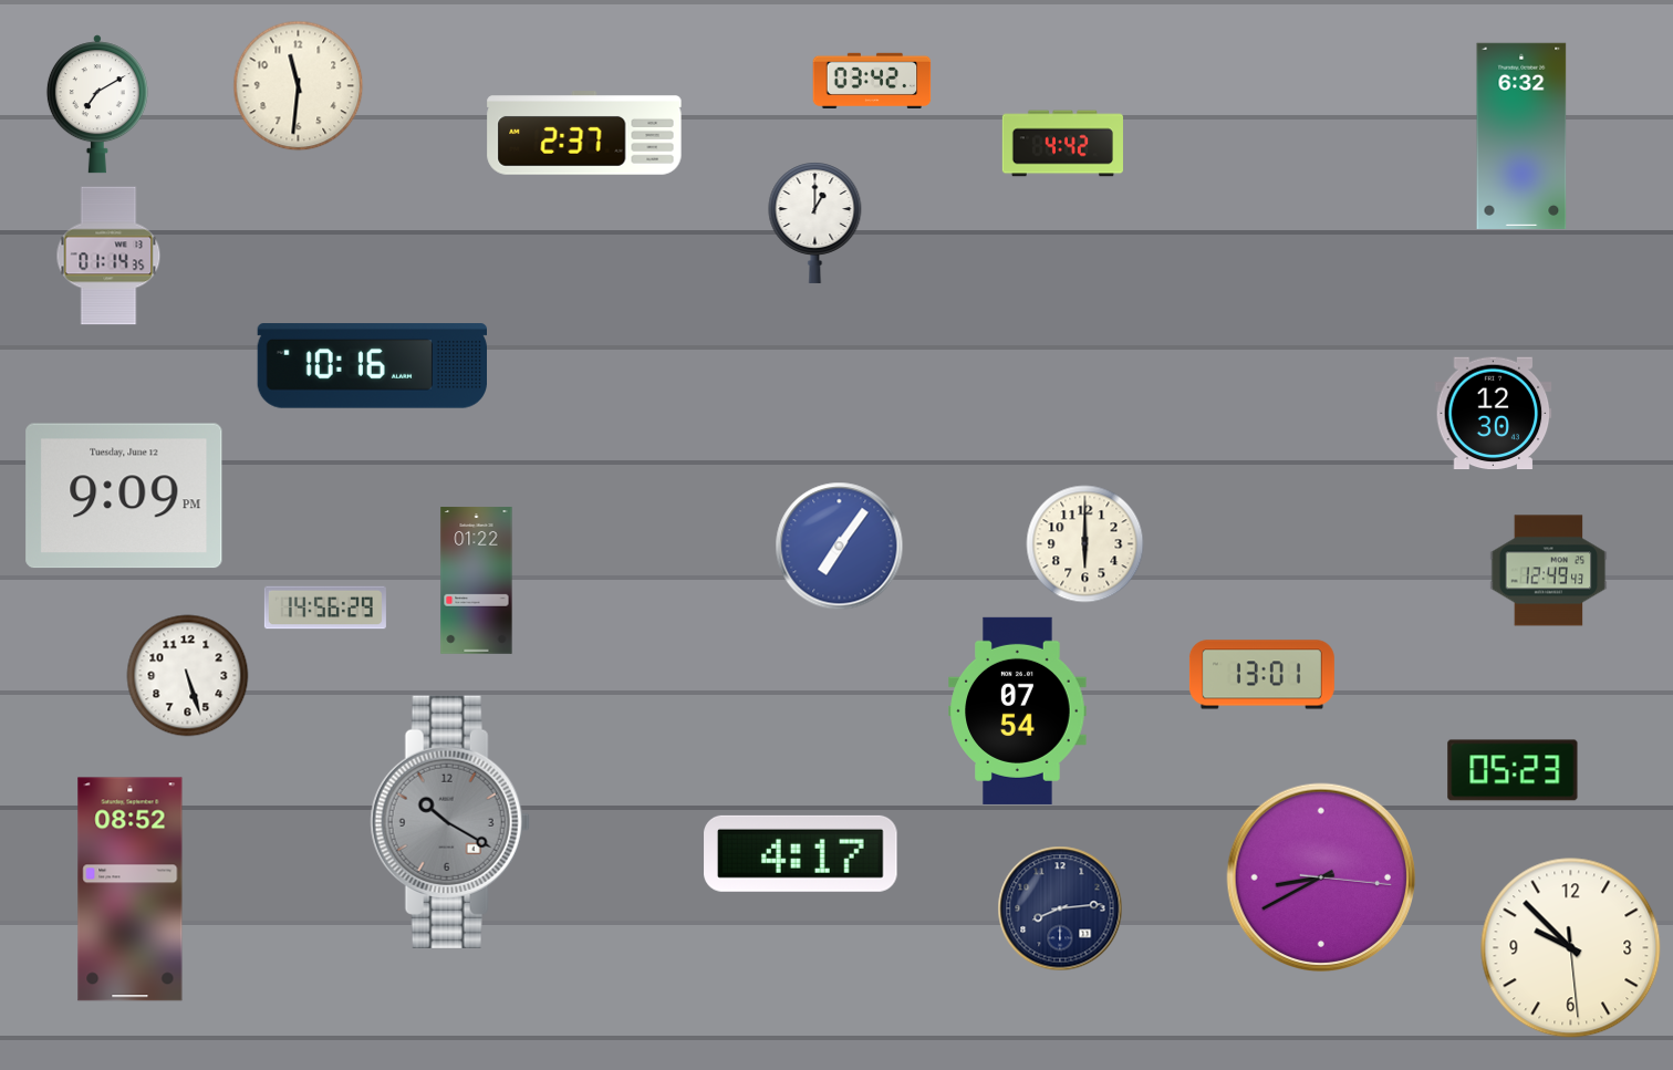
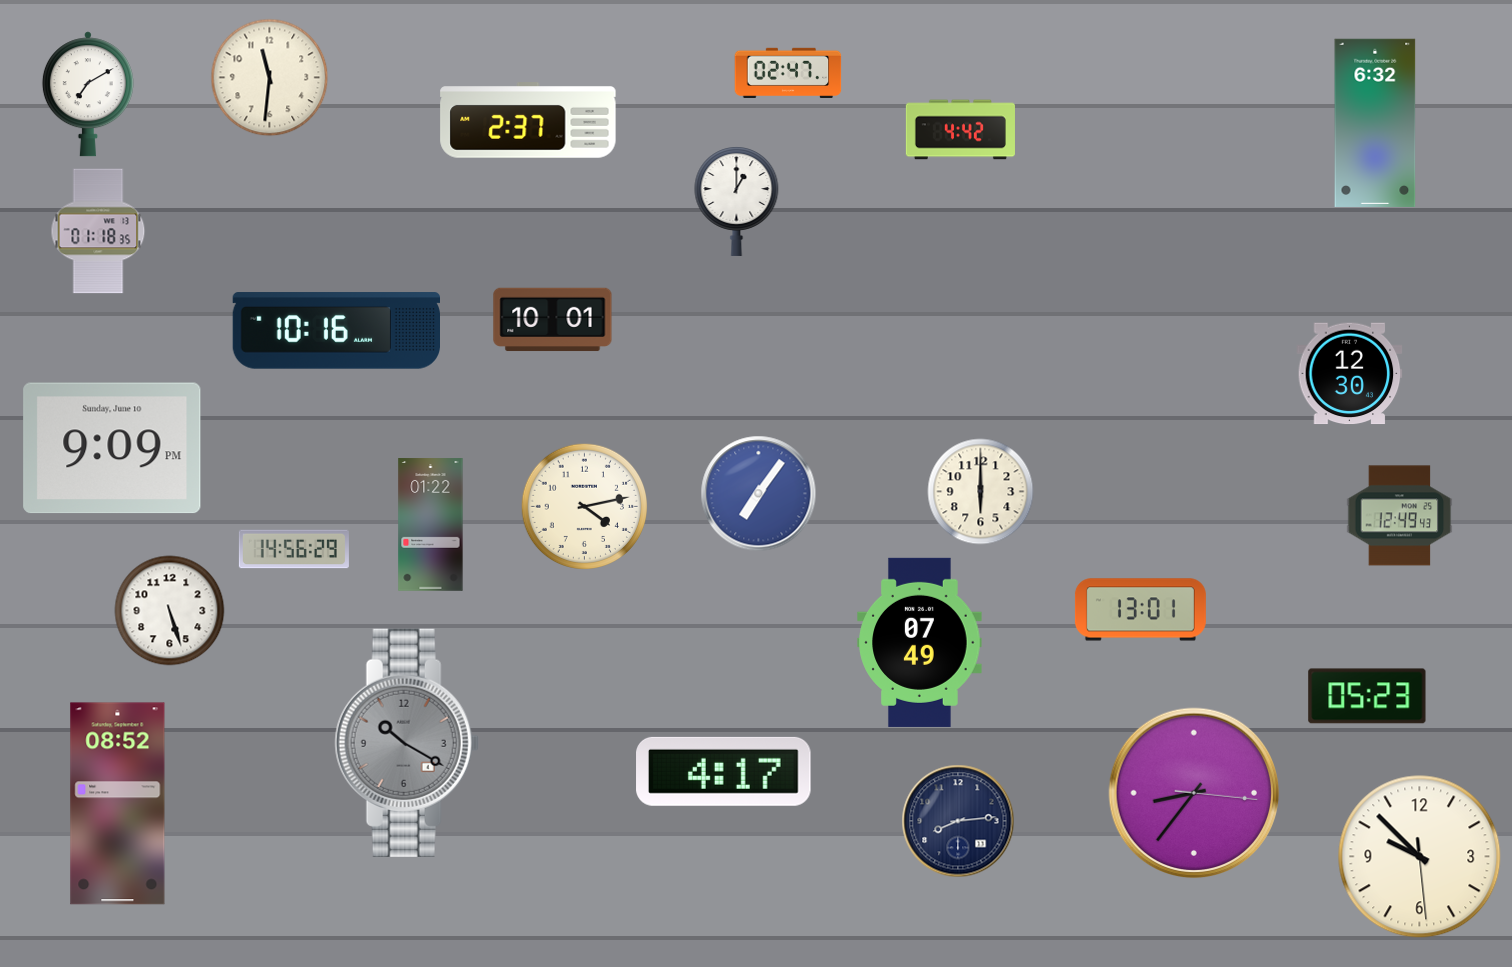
clock at (872, 80): 03:42 -> 02:47
clock at (108, 256): 01:14 -> 01:18
clock at (553, 320): none -> 10:01
clock at (124, 496) date: Tuesday, June 12 -> Sunday, June 10
clock at (584, 506): none -> 4:13
clock at (1018, 710): 07:54 -> 07:49
clock at (1321, 877): 8:40 -> 8:36
